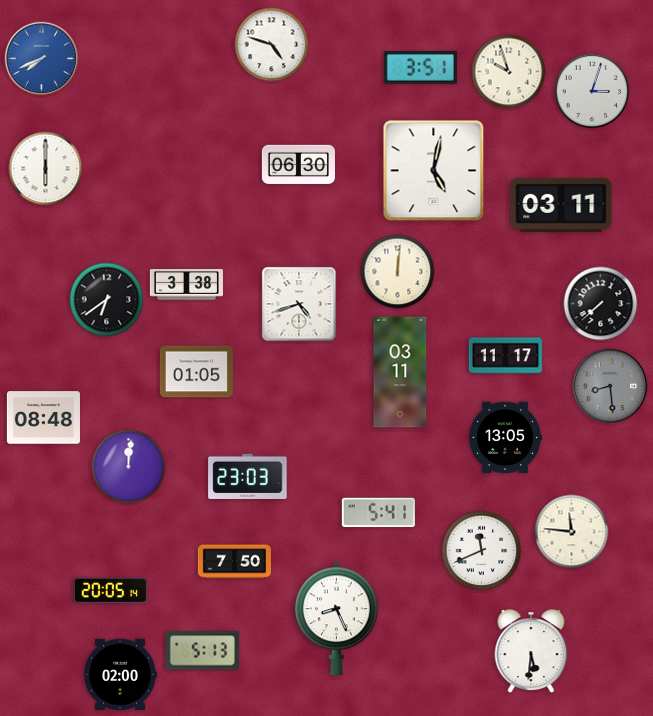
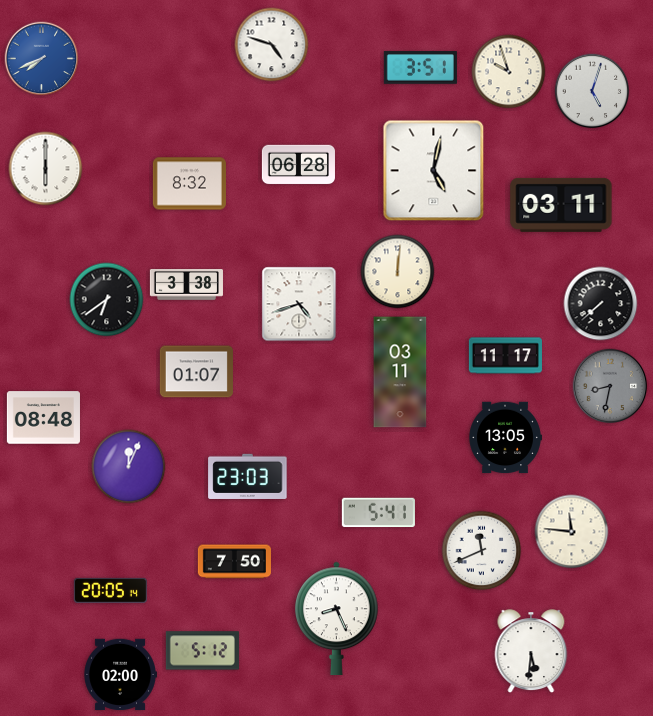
clock at (592, 91): 3:03 -> 5:03
clock at (298, 165): 06:30 -> 06:28
clock at (189, 184): none -> 8:32
clock at (196, 372): 01:05 -> 01:07
clock at (610, 386): 8:29 -> 8:32
clock at (129, 467): 12:01 -> 12:04
clock at (202, 651): 5:13 -> 5:12
